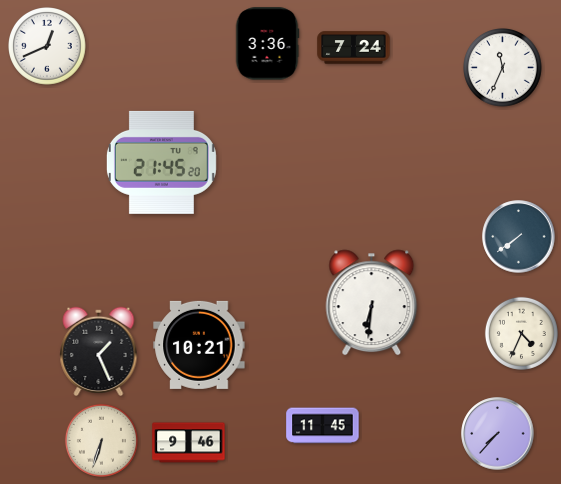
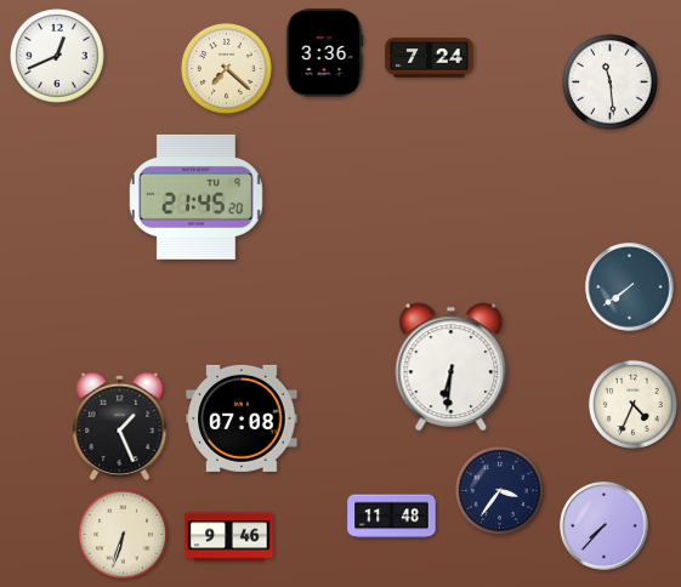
clock at (226, 68): none -> 7:22
clock at (503, 68): 11:34 -> 11:29
clock at (199, 345): 10:21 -> 07:08
clock at (499, 490): none -> 3:36
clock at (323, 426): 11:45 -> 11:48
